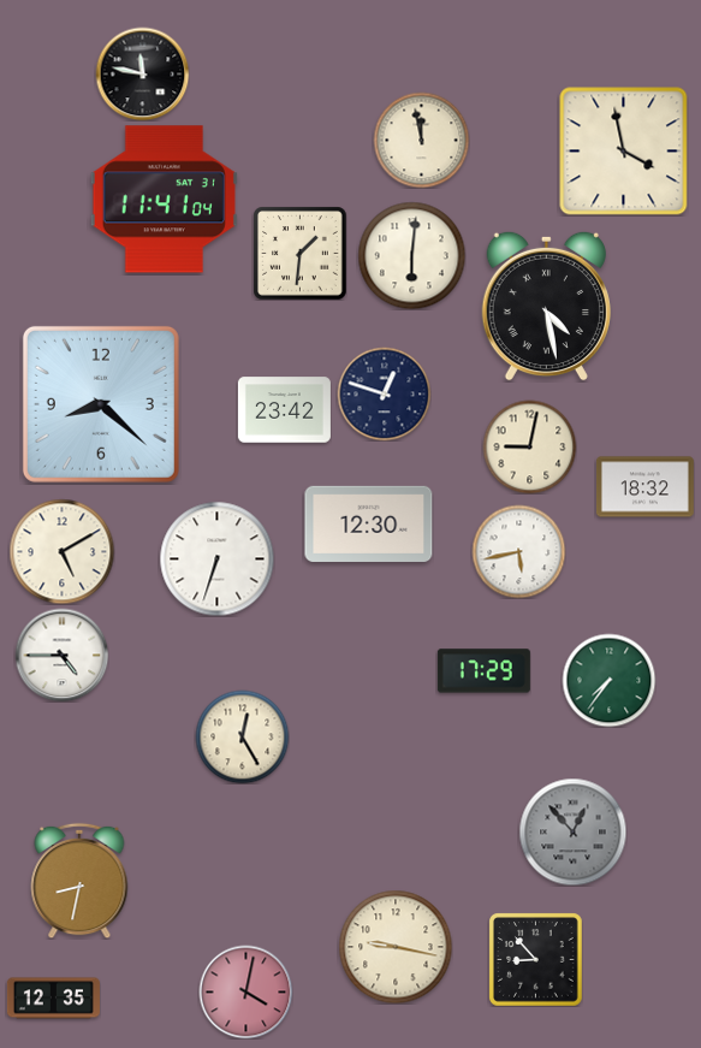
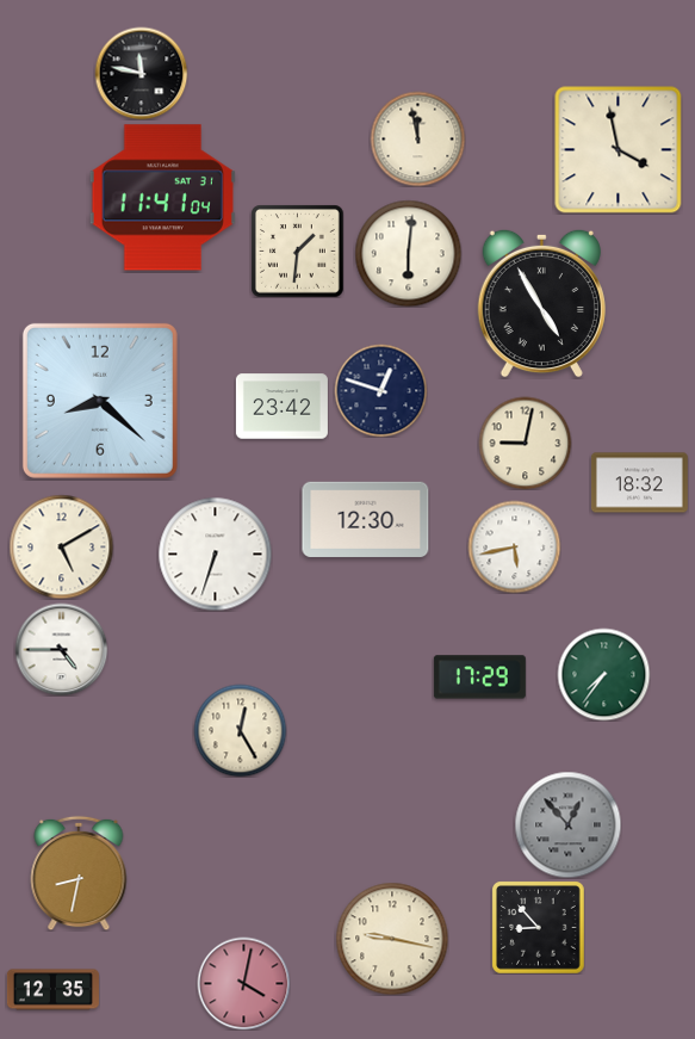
clock at (546, 306): 4:28 -> 4:55
clock at (483, 671) position: (483, 671) -> (479, 678)
clock at (535, 959) position: (535, 959) -> (538, 927)
